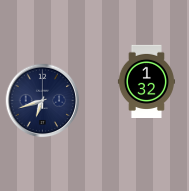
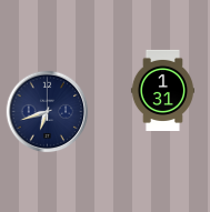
clock at (146, 81): 1:32 -> 1:31
